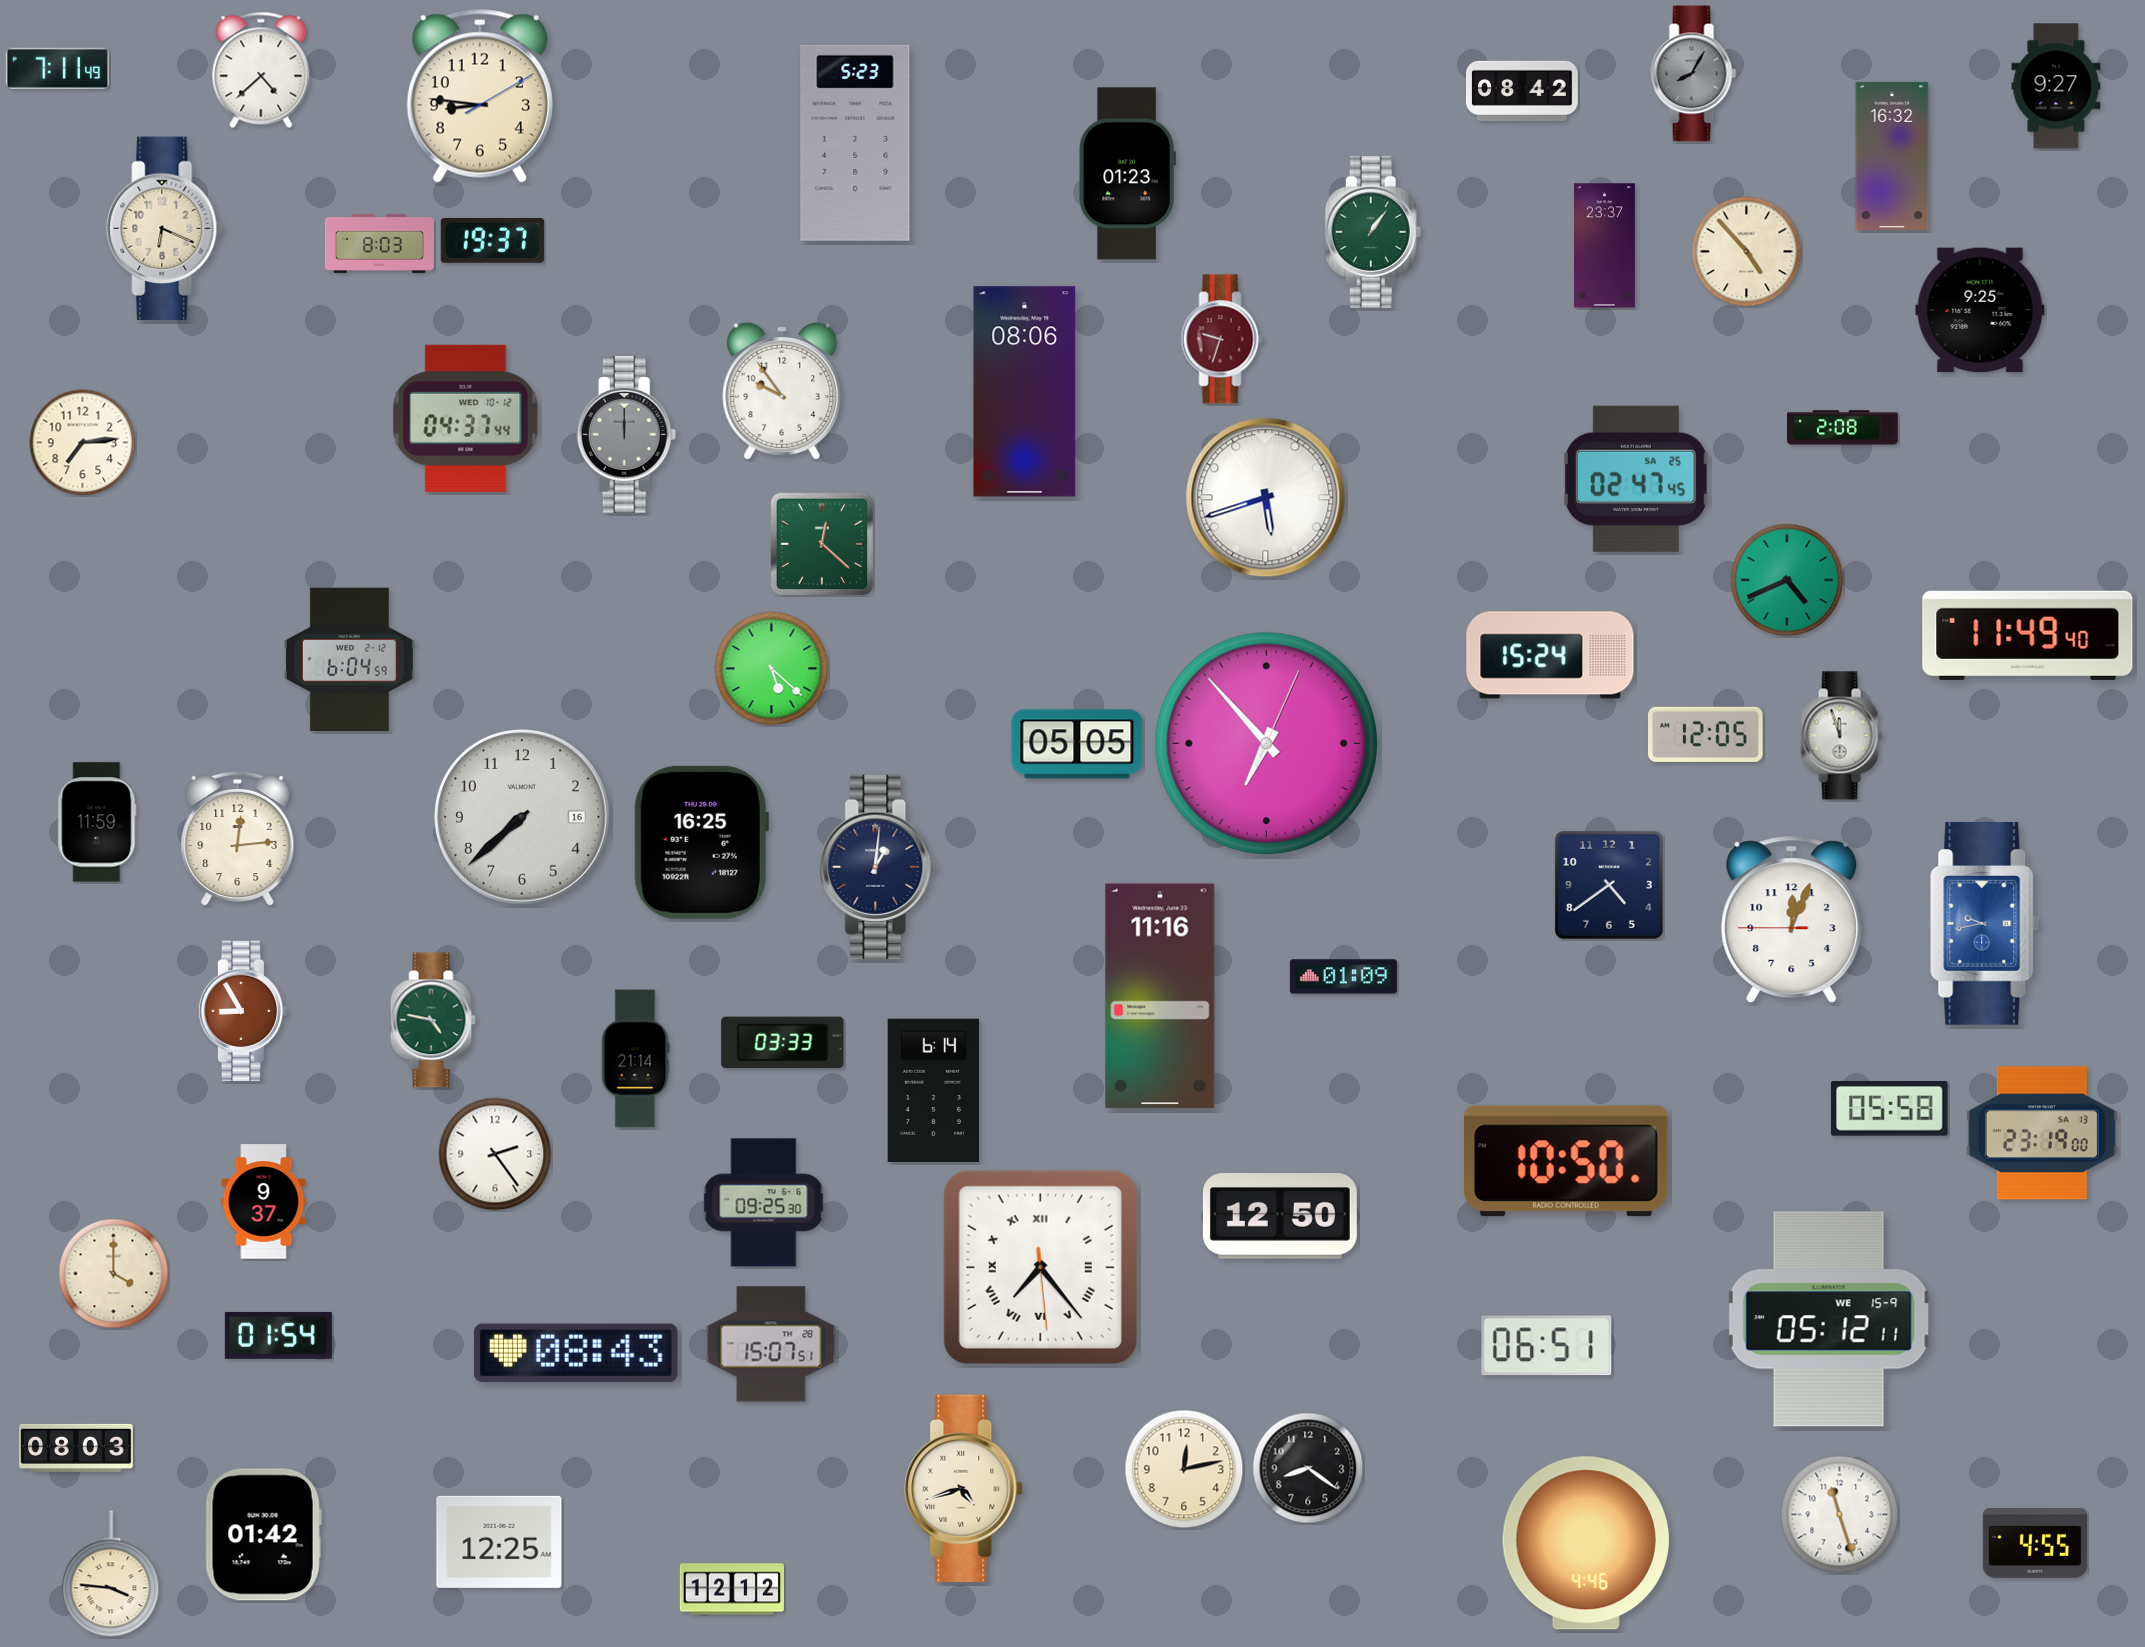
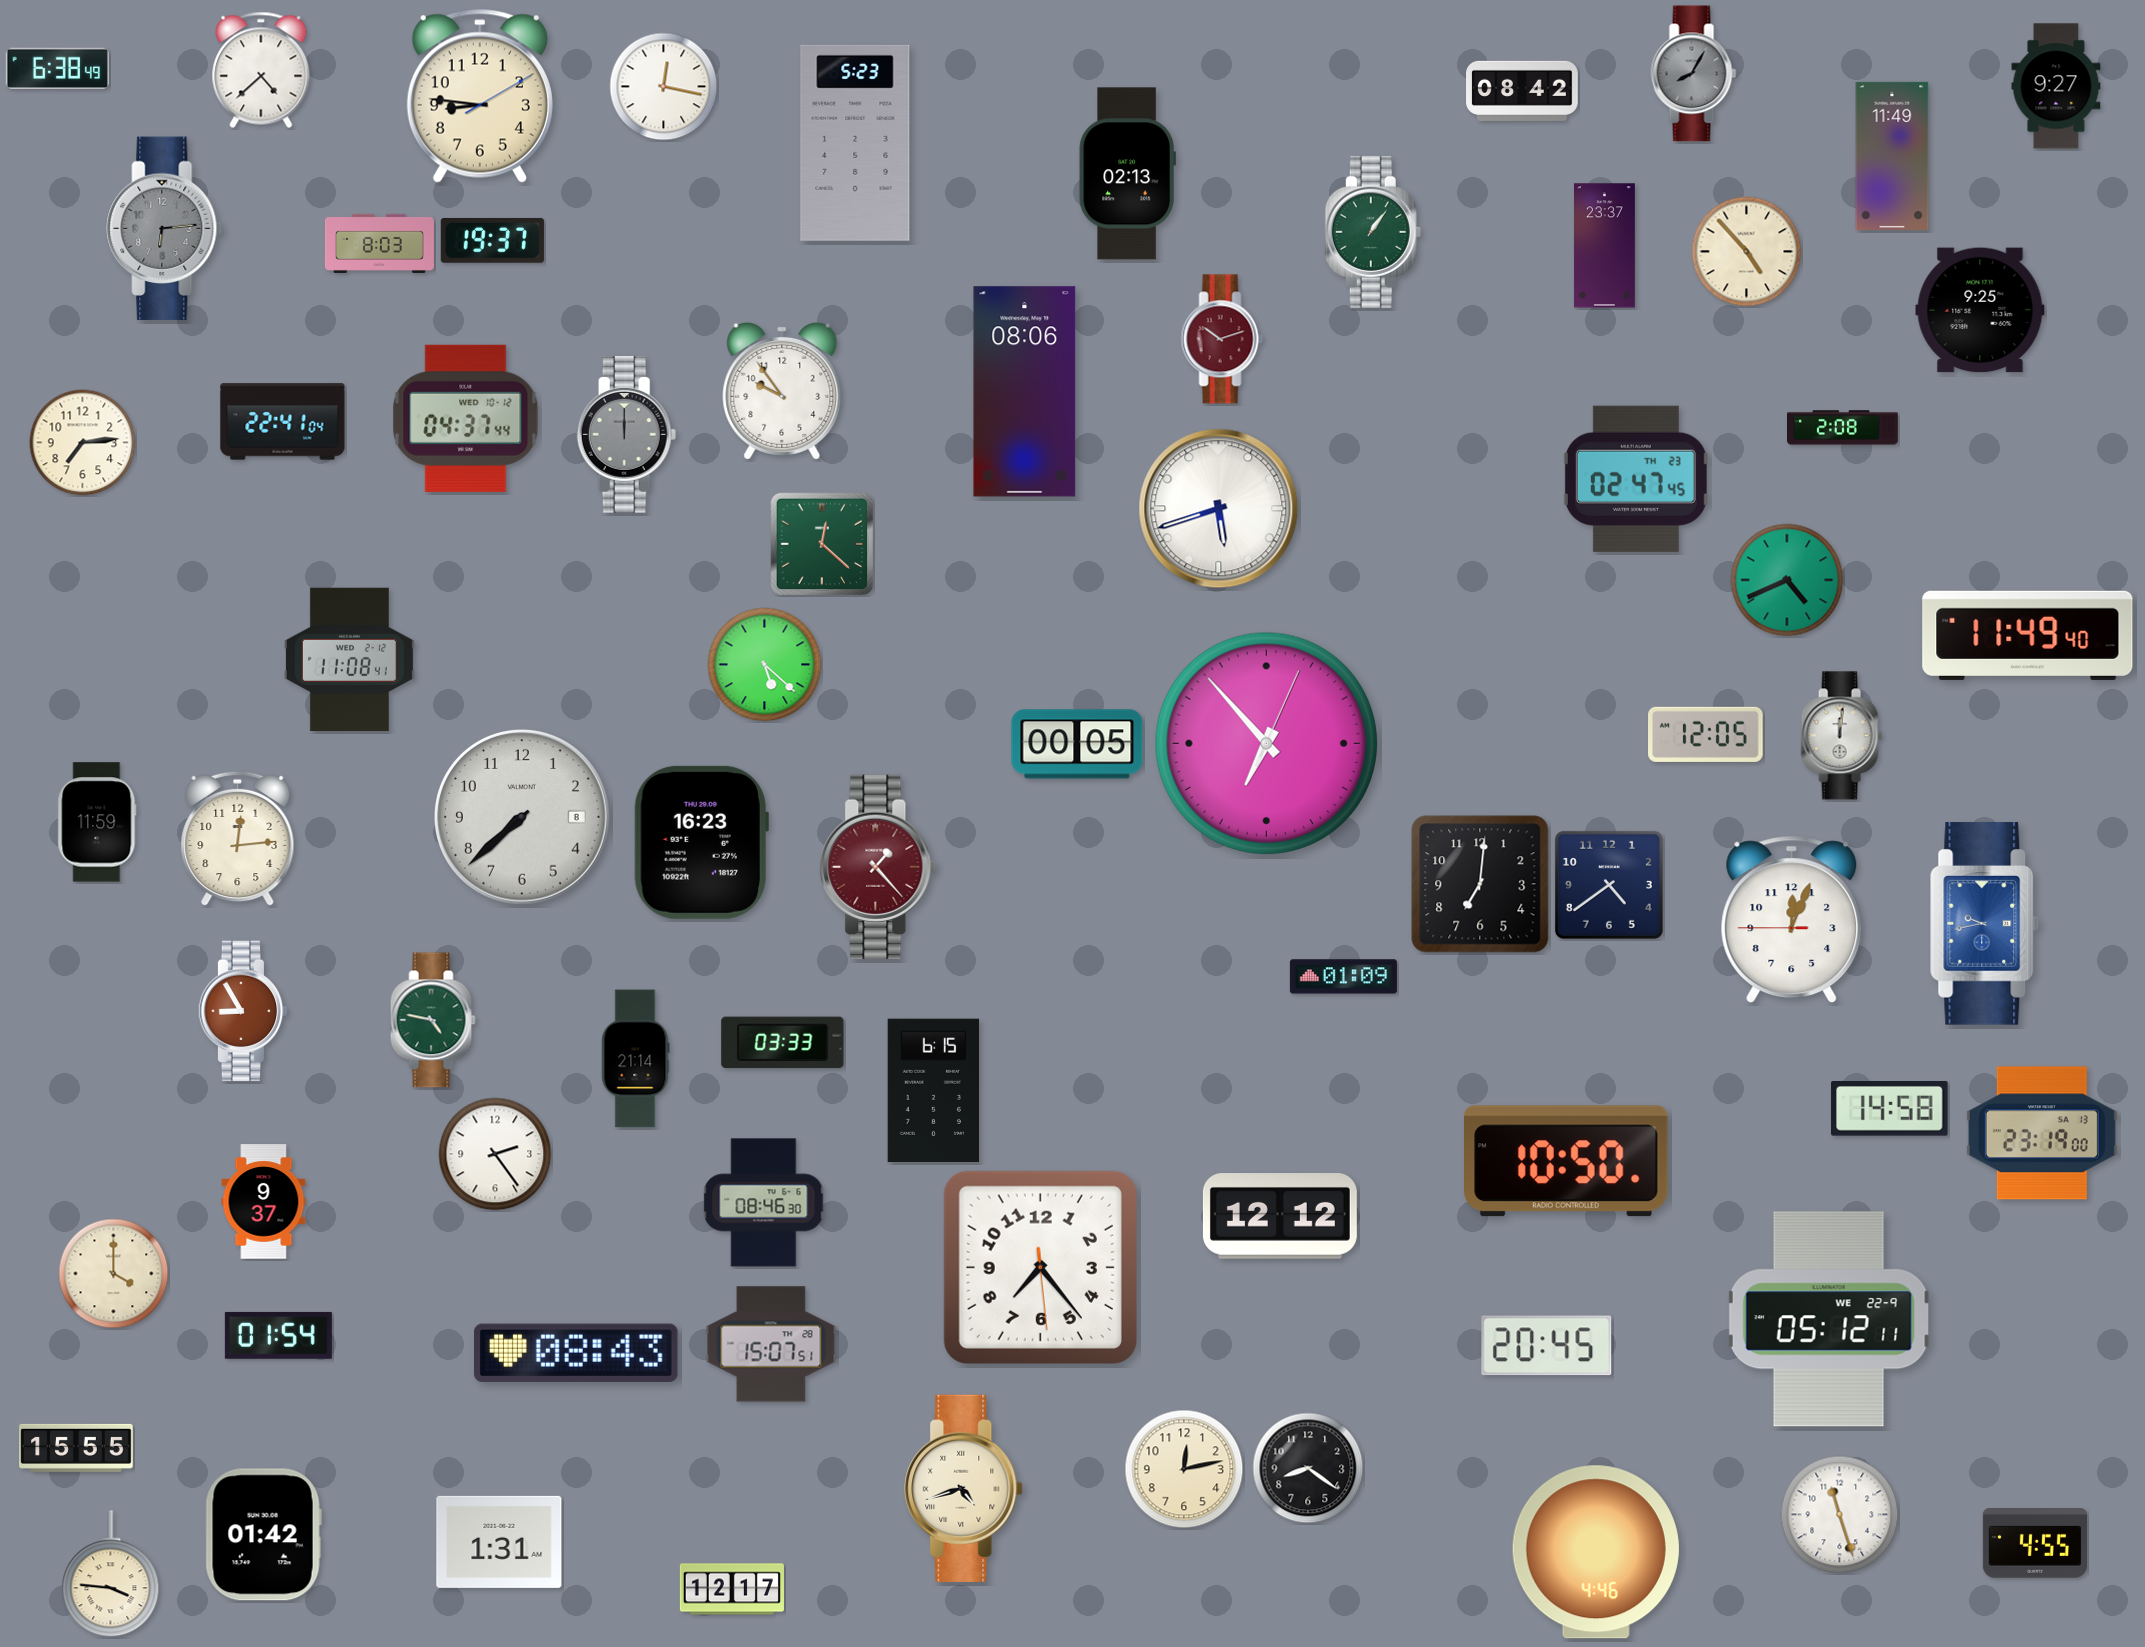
clock at (57, 68): 7:11 -> 6:38
clock at (664, 87): none -> 12:17
clock at (1892, 156): 16:32 -> 11:49
clock at (1127, 174): 01:23 -> 02:13
clock at (165, 229): 6:19 -> 6:14
clock at (165, 229) dial: cream -> grey
clock at (1222, 339): 9:33 -> 10:12
clock at (283, 422): none -> 22:41
clock at (1636, 479) date: SA 25 -> TH 23
clock at (1266, 498) position: (1266, 498) -> (1219, 509)
clock at (1550, 655): 15:24 -> none
clock at (349, 660): 6:04 -> 11:08
clock at (772, 669) position: (772, 669) -> (765, 665)
clock at (1841, 736): 11:57 -> 12:01
clock at (1077, 744): 05:05 -> 00:05
clock at (522, 817) date: 16 -> 8
clock at (701, 842): 16:25 -> 16:23
clock at (878, 867): 1:01 -> 1:23
clock at (878, 867) dial: navy -> burgundy
clock at (1480, 884): none -> 7:01
clock at (1160, 996): 11:16 -> none
clock at (933, 1090): 6:14 -> 6:15
clock at (1890, 1109): 05:58 -> 14:58
clock at (764, 1203): 09:25 -> 08:46
clock at (1280, 1216): 12:50 -> 12:12
clock at (1040, 1267) numerals: Roman -> Arabic
clock at (1829, 1319) date: WE 15-9 -> WE 22-9
clock at (1547, 1346): 06:51 -> 20:45
clock at (76, 1448): 08:03 -> 15:55
clock at (499, 1542): 12:25 -> 1:31
clock at (1586, 1543) position: (1586, 1543) -> (1596, 1552)
clock at (732, 1589): 12:12 -> 12:17
